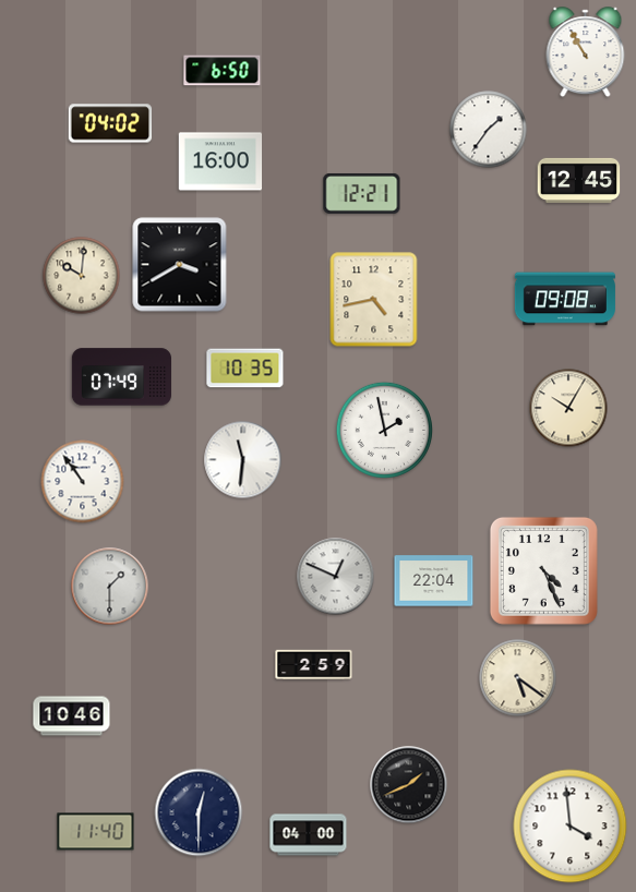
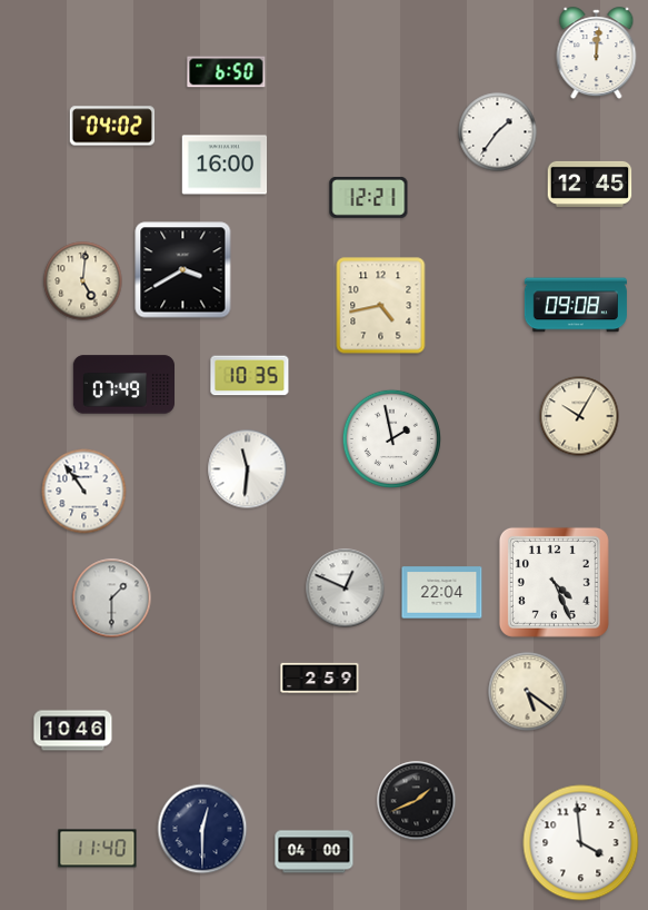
clock at (586, 52): 10:55 -> 12:01
clock at (82, 276): 10:01 -> 5:01
clock at (336, 577) position: (336, 577) -> (346, 588)
